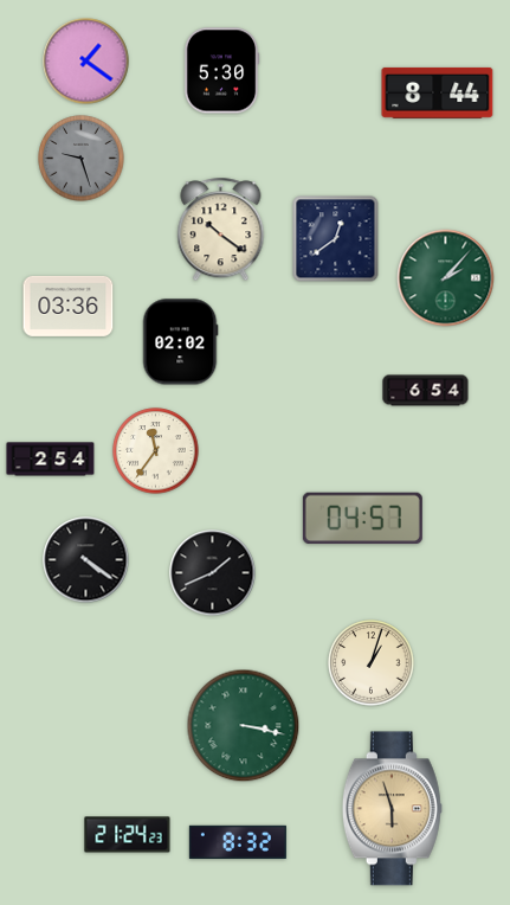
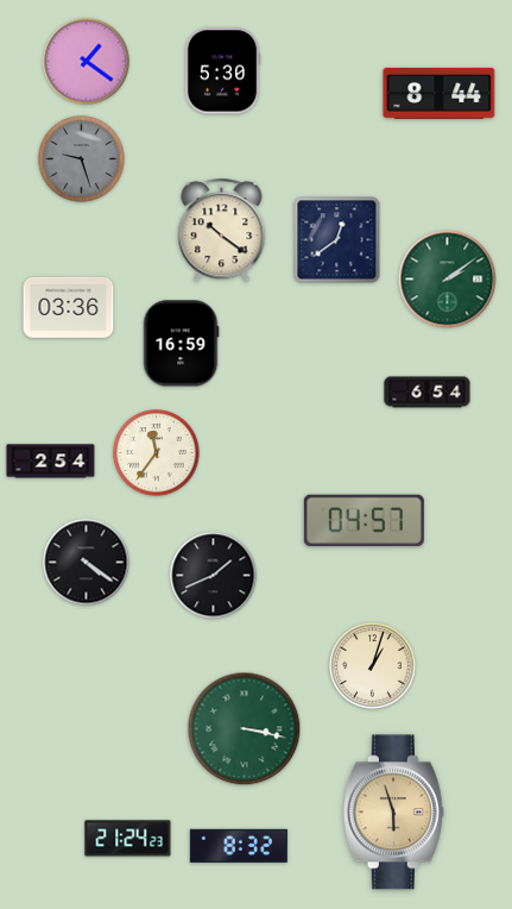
clock at (446, 278): 2:07 -> 2:09
clock at (180, 342): 02:02 -> 16:59
